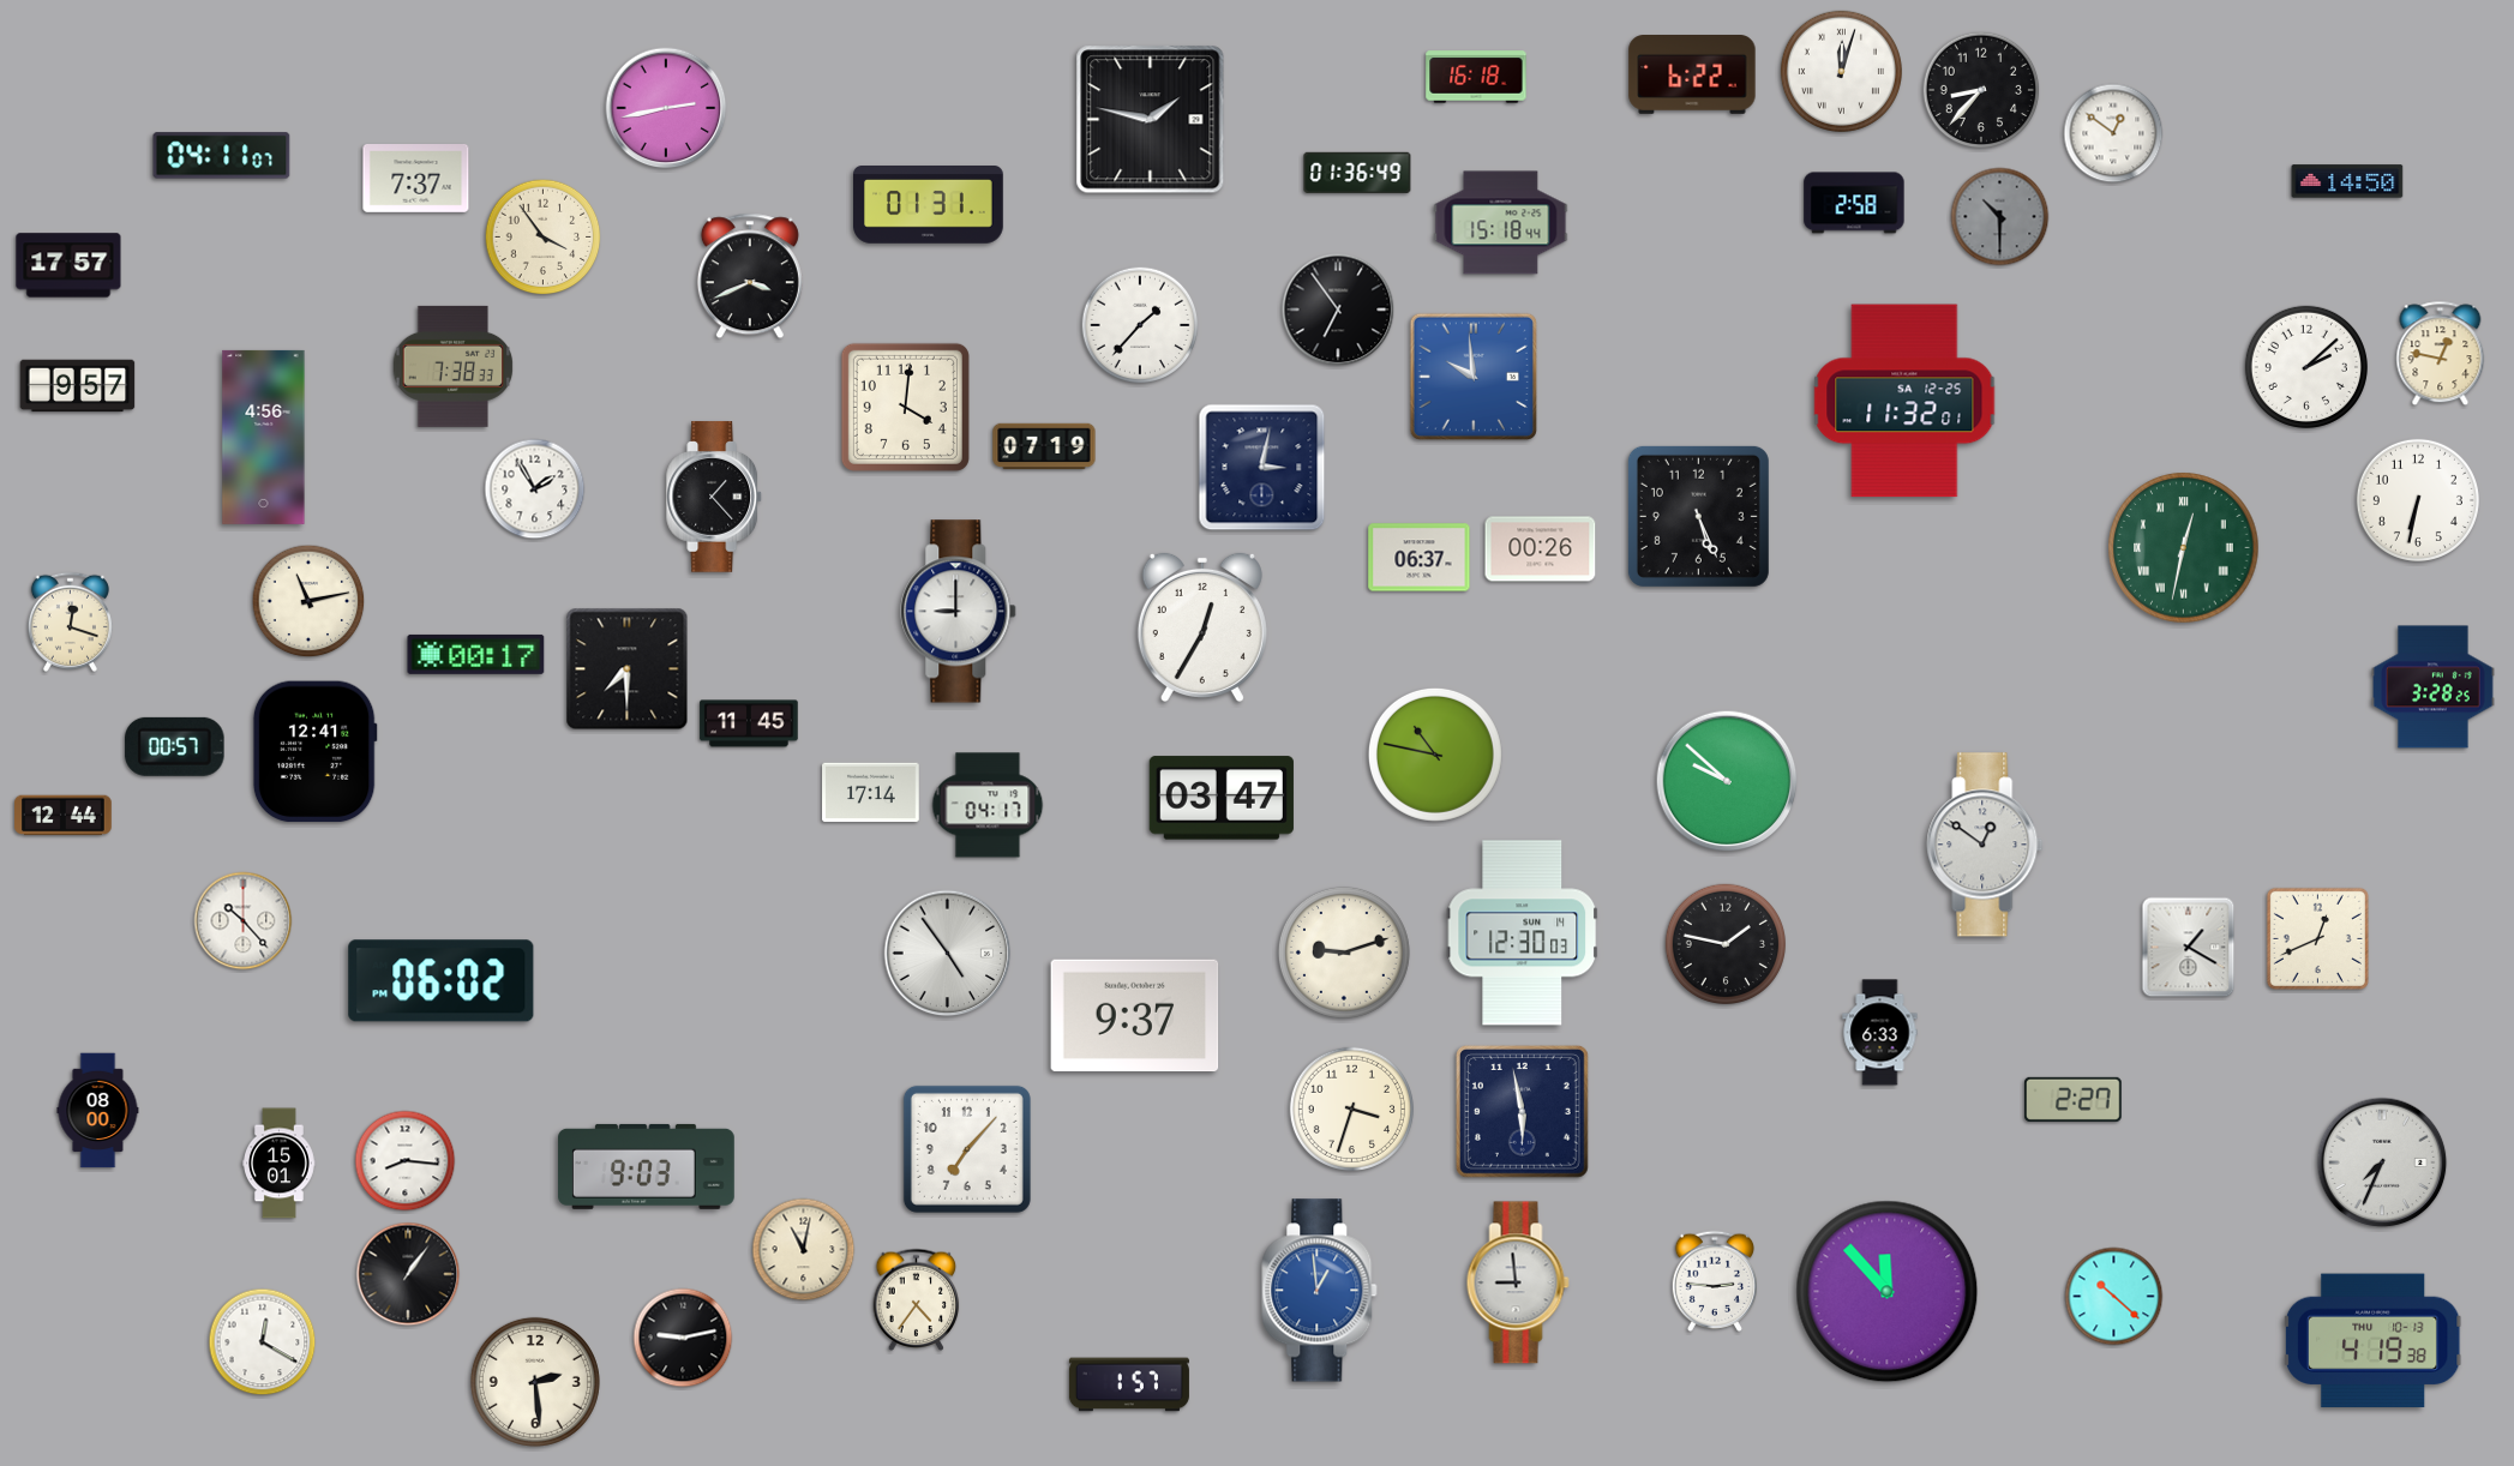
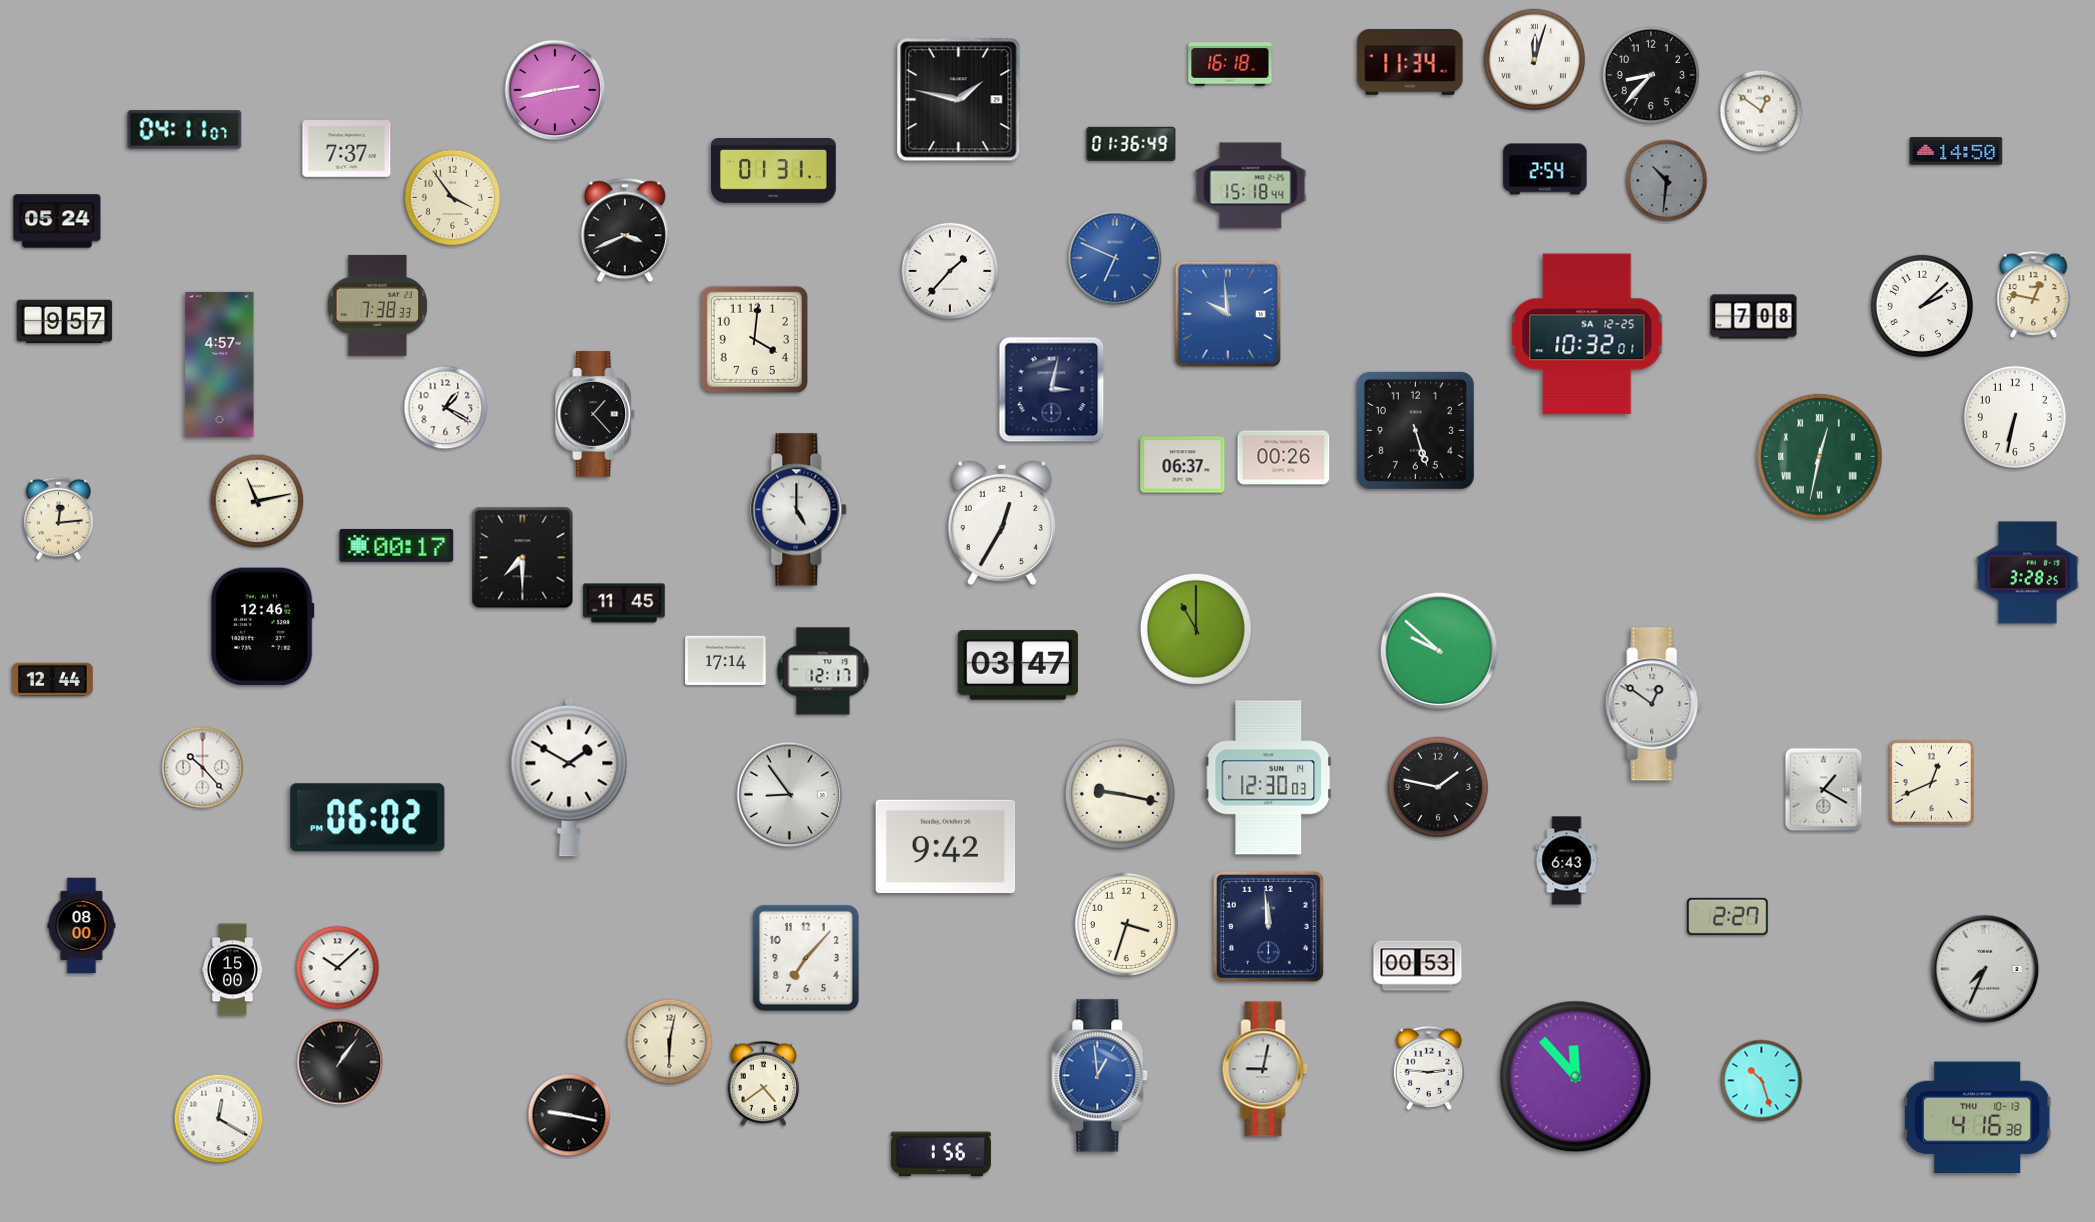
clock at (1692, 76): 6:22 -> 11:34
clock at (1854, 203): 2:58 -> 2:54
clock at (2000, 217): 10:30 -> 10:31
clock at (68, 265): 17:57 -> 05:24
clock at (1338, 310): 6:54 -> 6:49
clock at (1338, 310) dial: black -> blue
clock at (1754, 317): none -> 7:08
clock at (1904, 401): 11:32 -> 10:32
clock at (264, 437): 4:56 -> 4:57
clock at (1044, 446): 07:19 -> none
clock at (535, 489): 1:55 -> 1:20
clock at (1698, 516): 5:26 -> 5:27
clock at (959, 612): 9:00 -> 5:00
clock at (70, 621): 12:18 -> 12:14
clock at (175, 746): 00:57 -> none
clock at (314, 752): 12:41 -> 12:46
clock at (1435, 755): 10:47 -> 11:00
clock at (988, 805): 04:17 -> 12:17
clock at (569, 777): none -> 1:50
clock at (1344, 953): 9:12 -> 9:17
clock at (948, 954): 4:54 -> 8:54
clock at (1135, 1016): 9:37 -> 9:42
clock at (1880, 1033): 6:33 -> 6:43
clock at (1522, 1111): 5:58 -> 11:59
clock at (1418, 966): none -> 00:53
clock at (406, 1161): 8:16 -> 10:08
clock at (280, 1164): 15:01 -> 15:00
clock at (647, 1166): 9:03 -> none
clock at (804, 1250): 11:02 -> 6:02
clock at (1518, 1282): 8:59 -> 9:02
clock at (1888, 1292) position: (1888, 1292) -> (1576, 1077)
clock at (2114, 1297): 10:22 -> 10:27
clock at (917, 1299): 4:36 -> 4:39
clock at (683, 1338): 9:13 -> 9:17
clock at (2374, 1341): 4:19 -> 4:16
clock at (535, 1382): 2:29 -> none
clock at (1129, 1384): 1:57 -> 1:56
